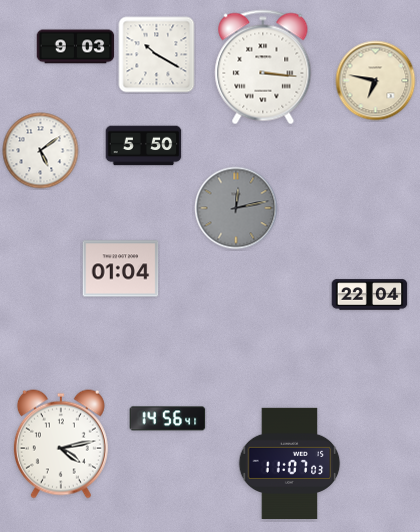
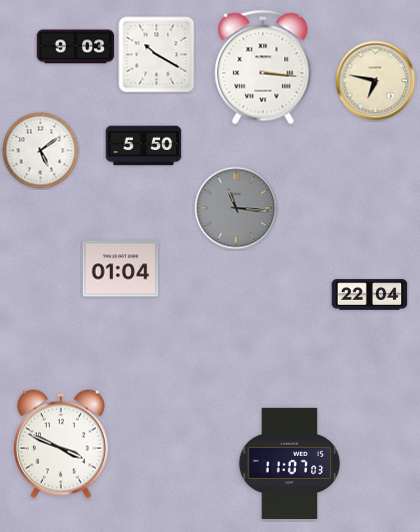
clock at (236, 208): 12:13 -> 11:16
clock at (168, 419): 14:56 -> none
clock at (61, 444): 4:13 -> 3:49
